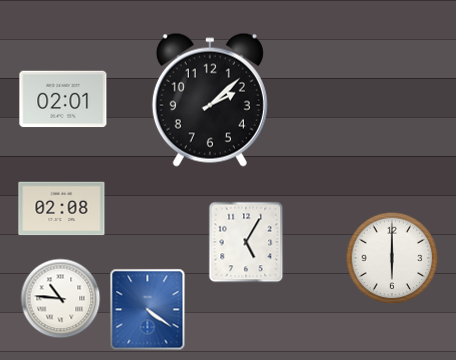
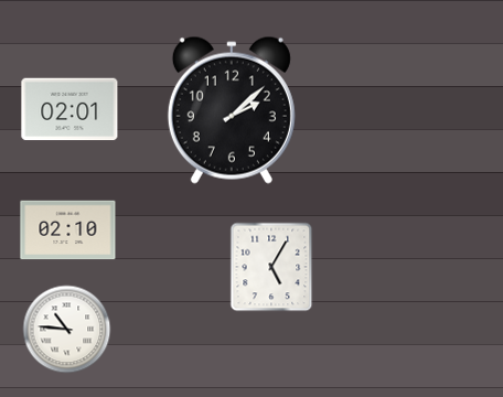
clock at (62, 209): 02:08 -> 02:10
clock at (392, 258): 6:00 -> none
clock at (148, 310): 4:21 -> none
